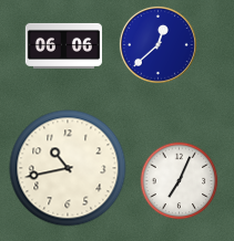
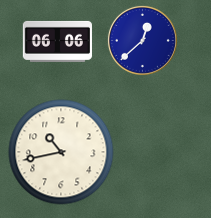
clock at (180, 181): 7:04 -> none
